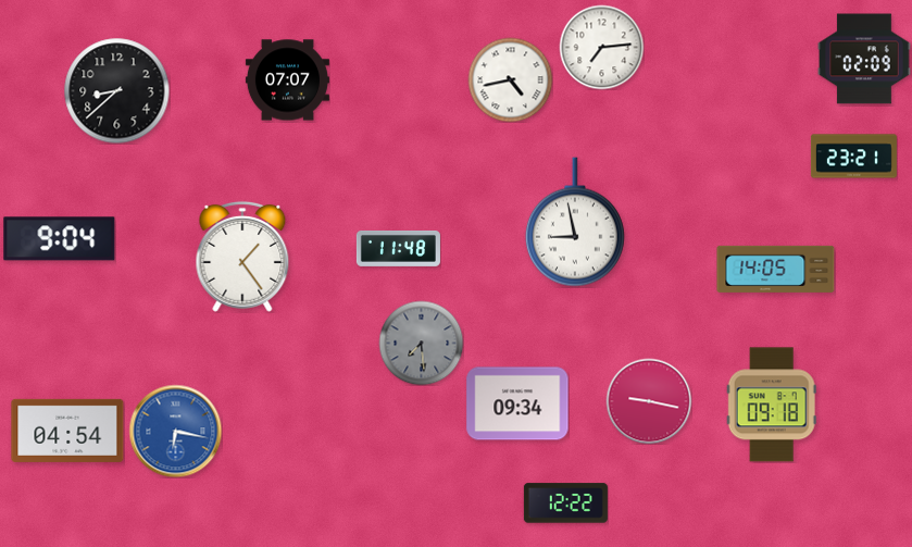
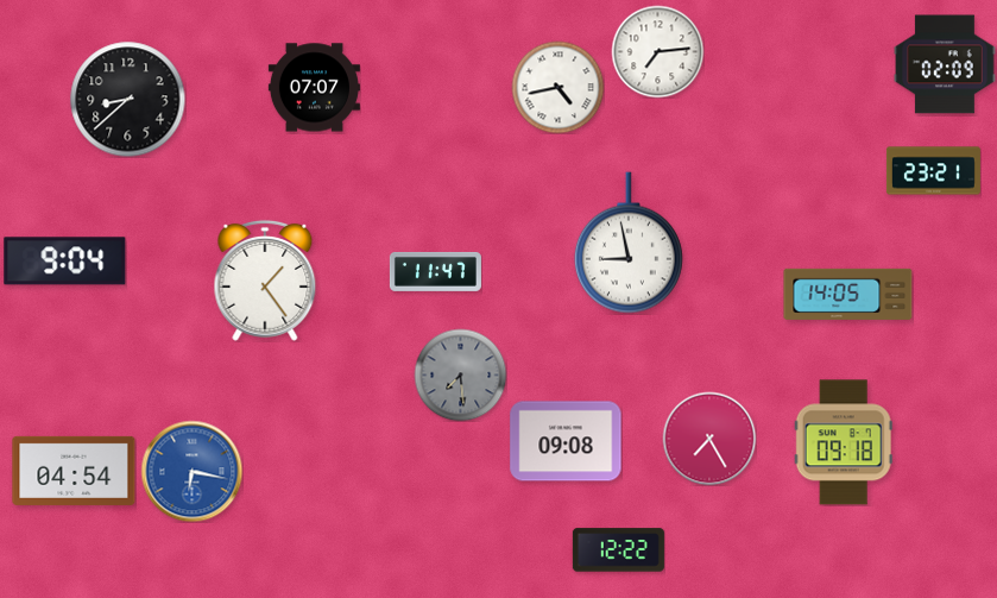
clock at (398, 248): 11:48 -> 11:47
clock at (649, 401): 9:17 -> 7:25
clock at (517, 403): 09:34 -> 09:08
